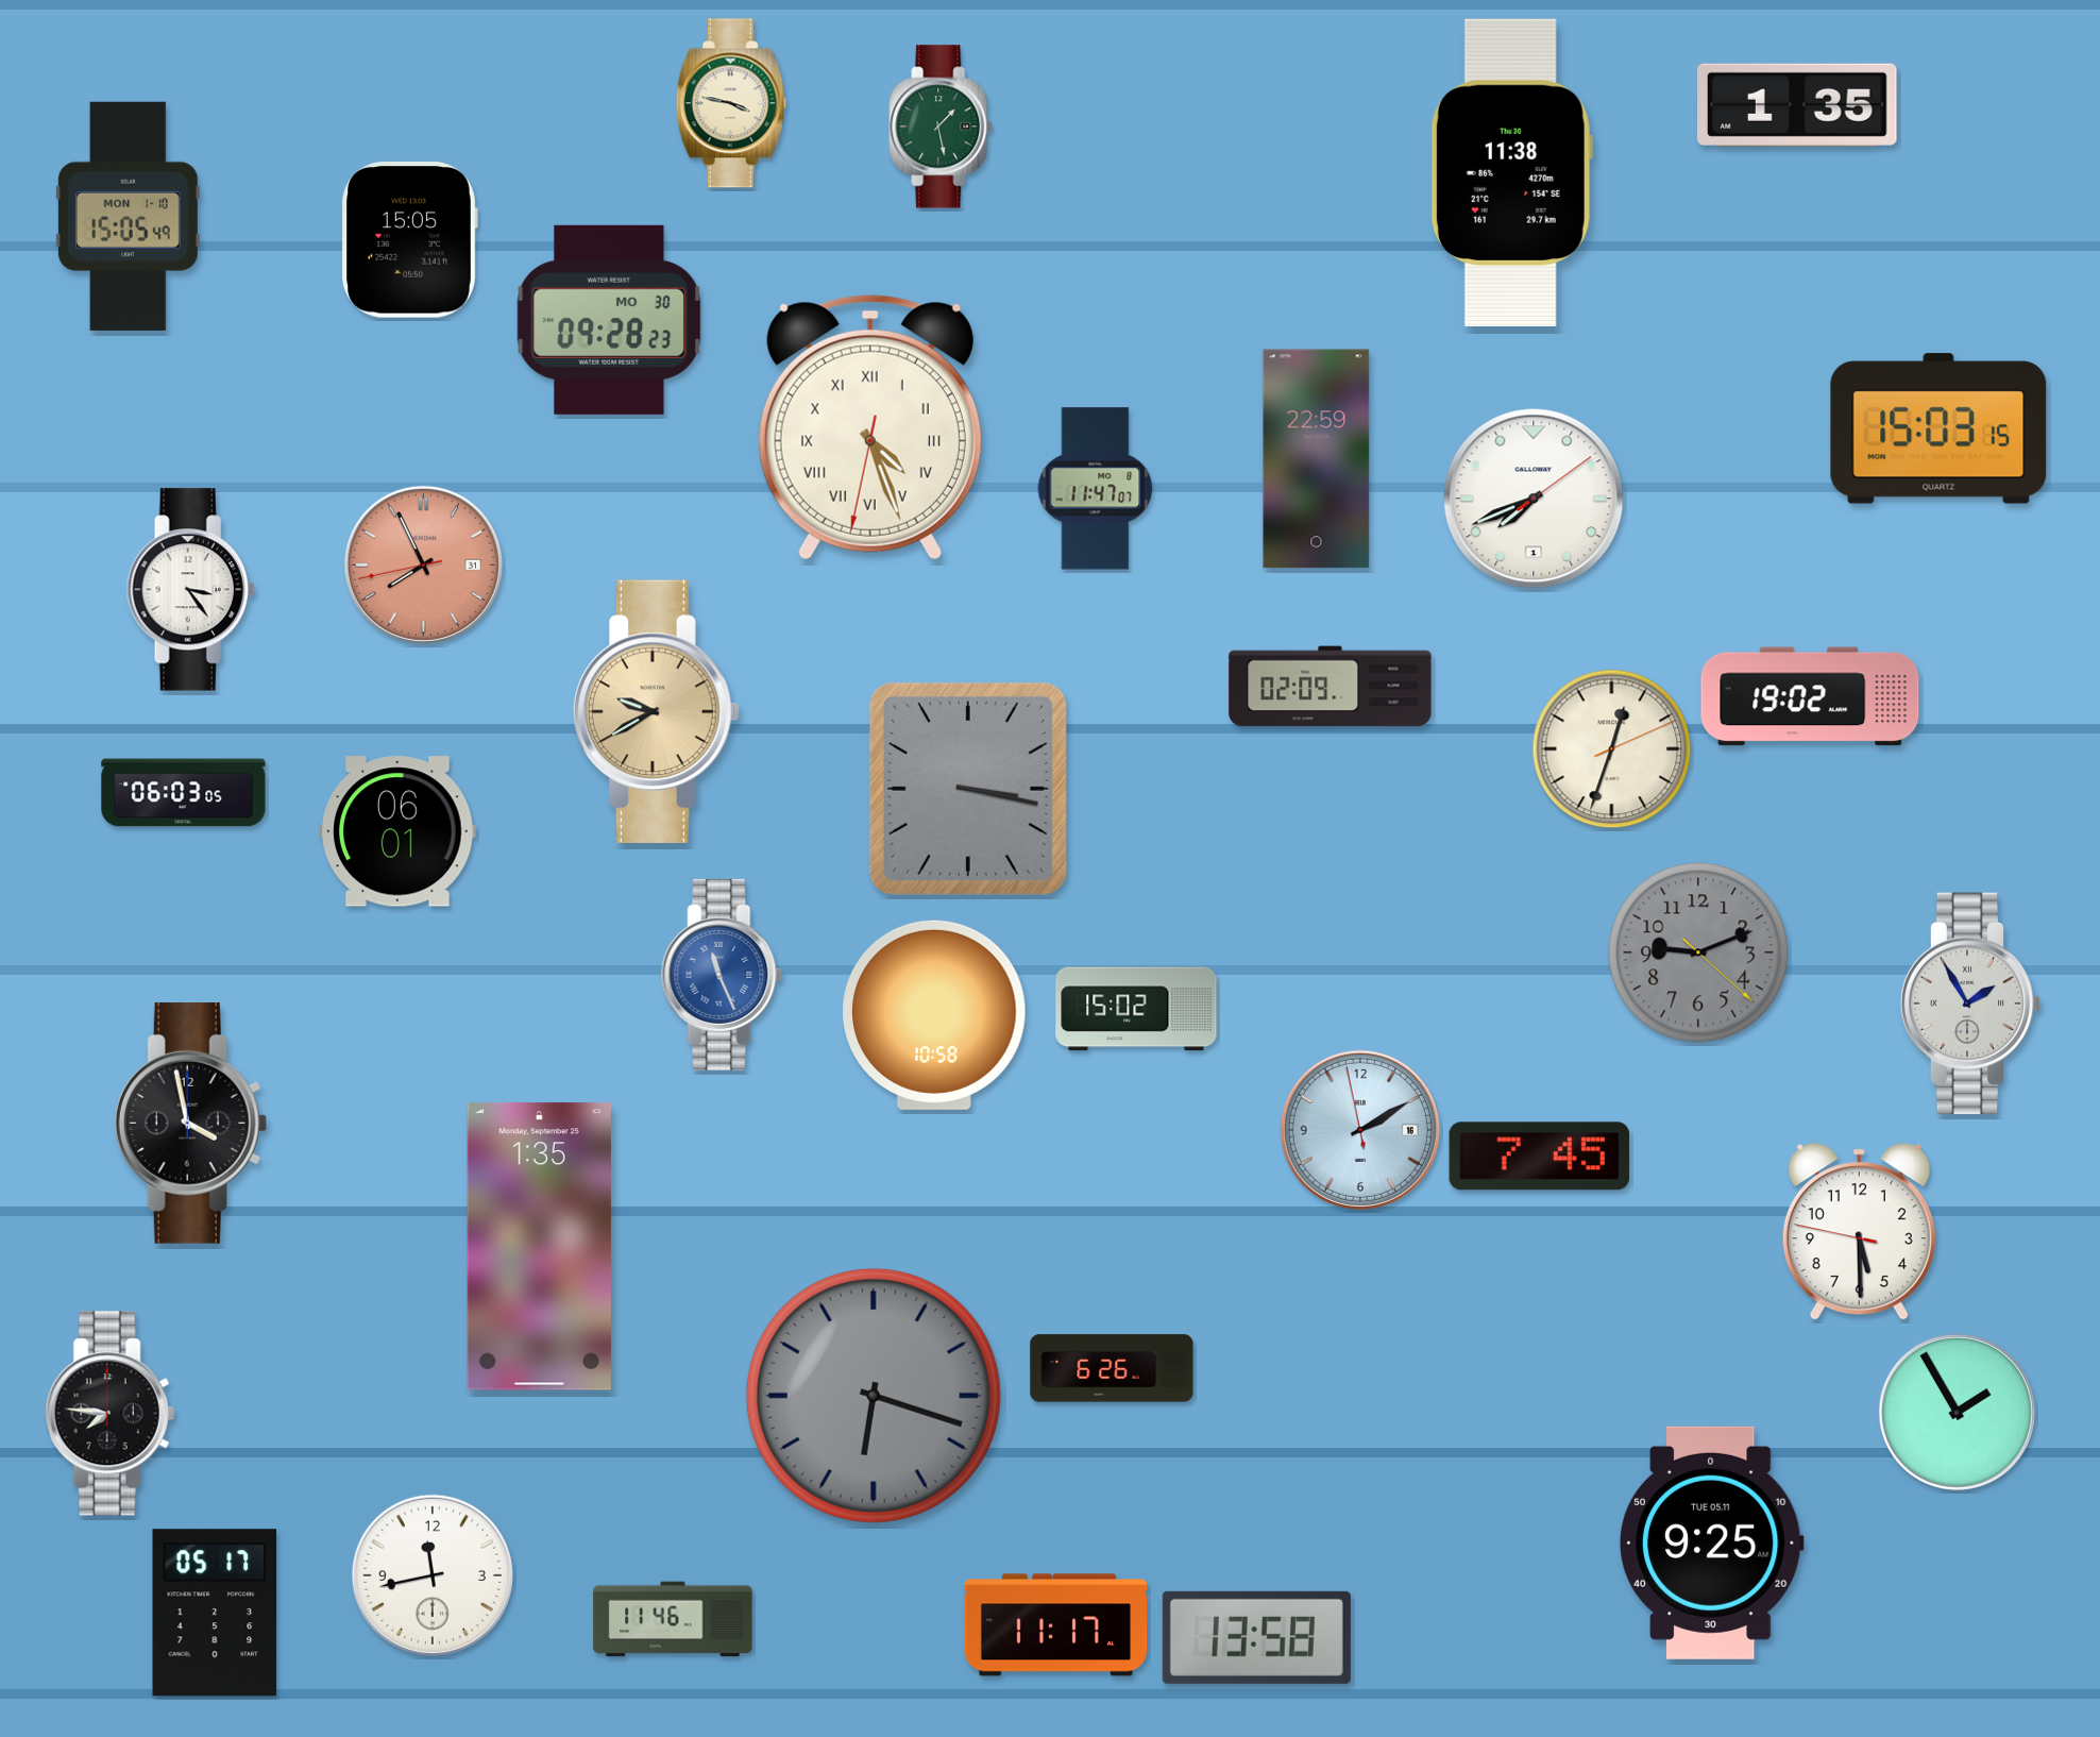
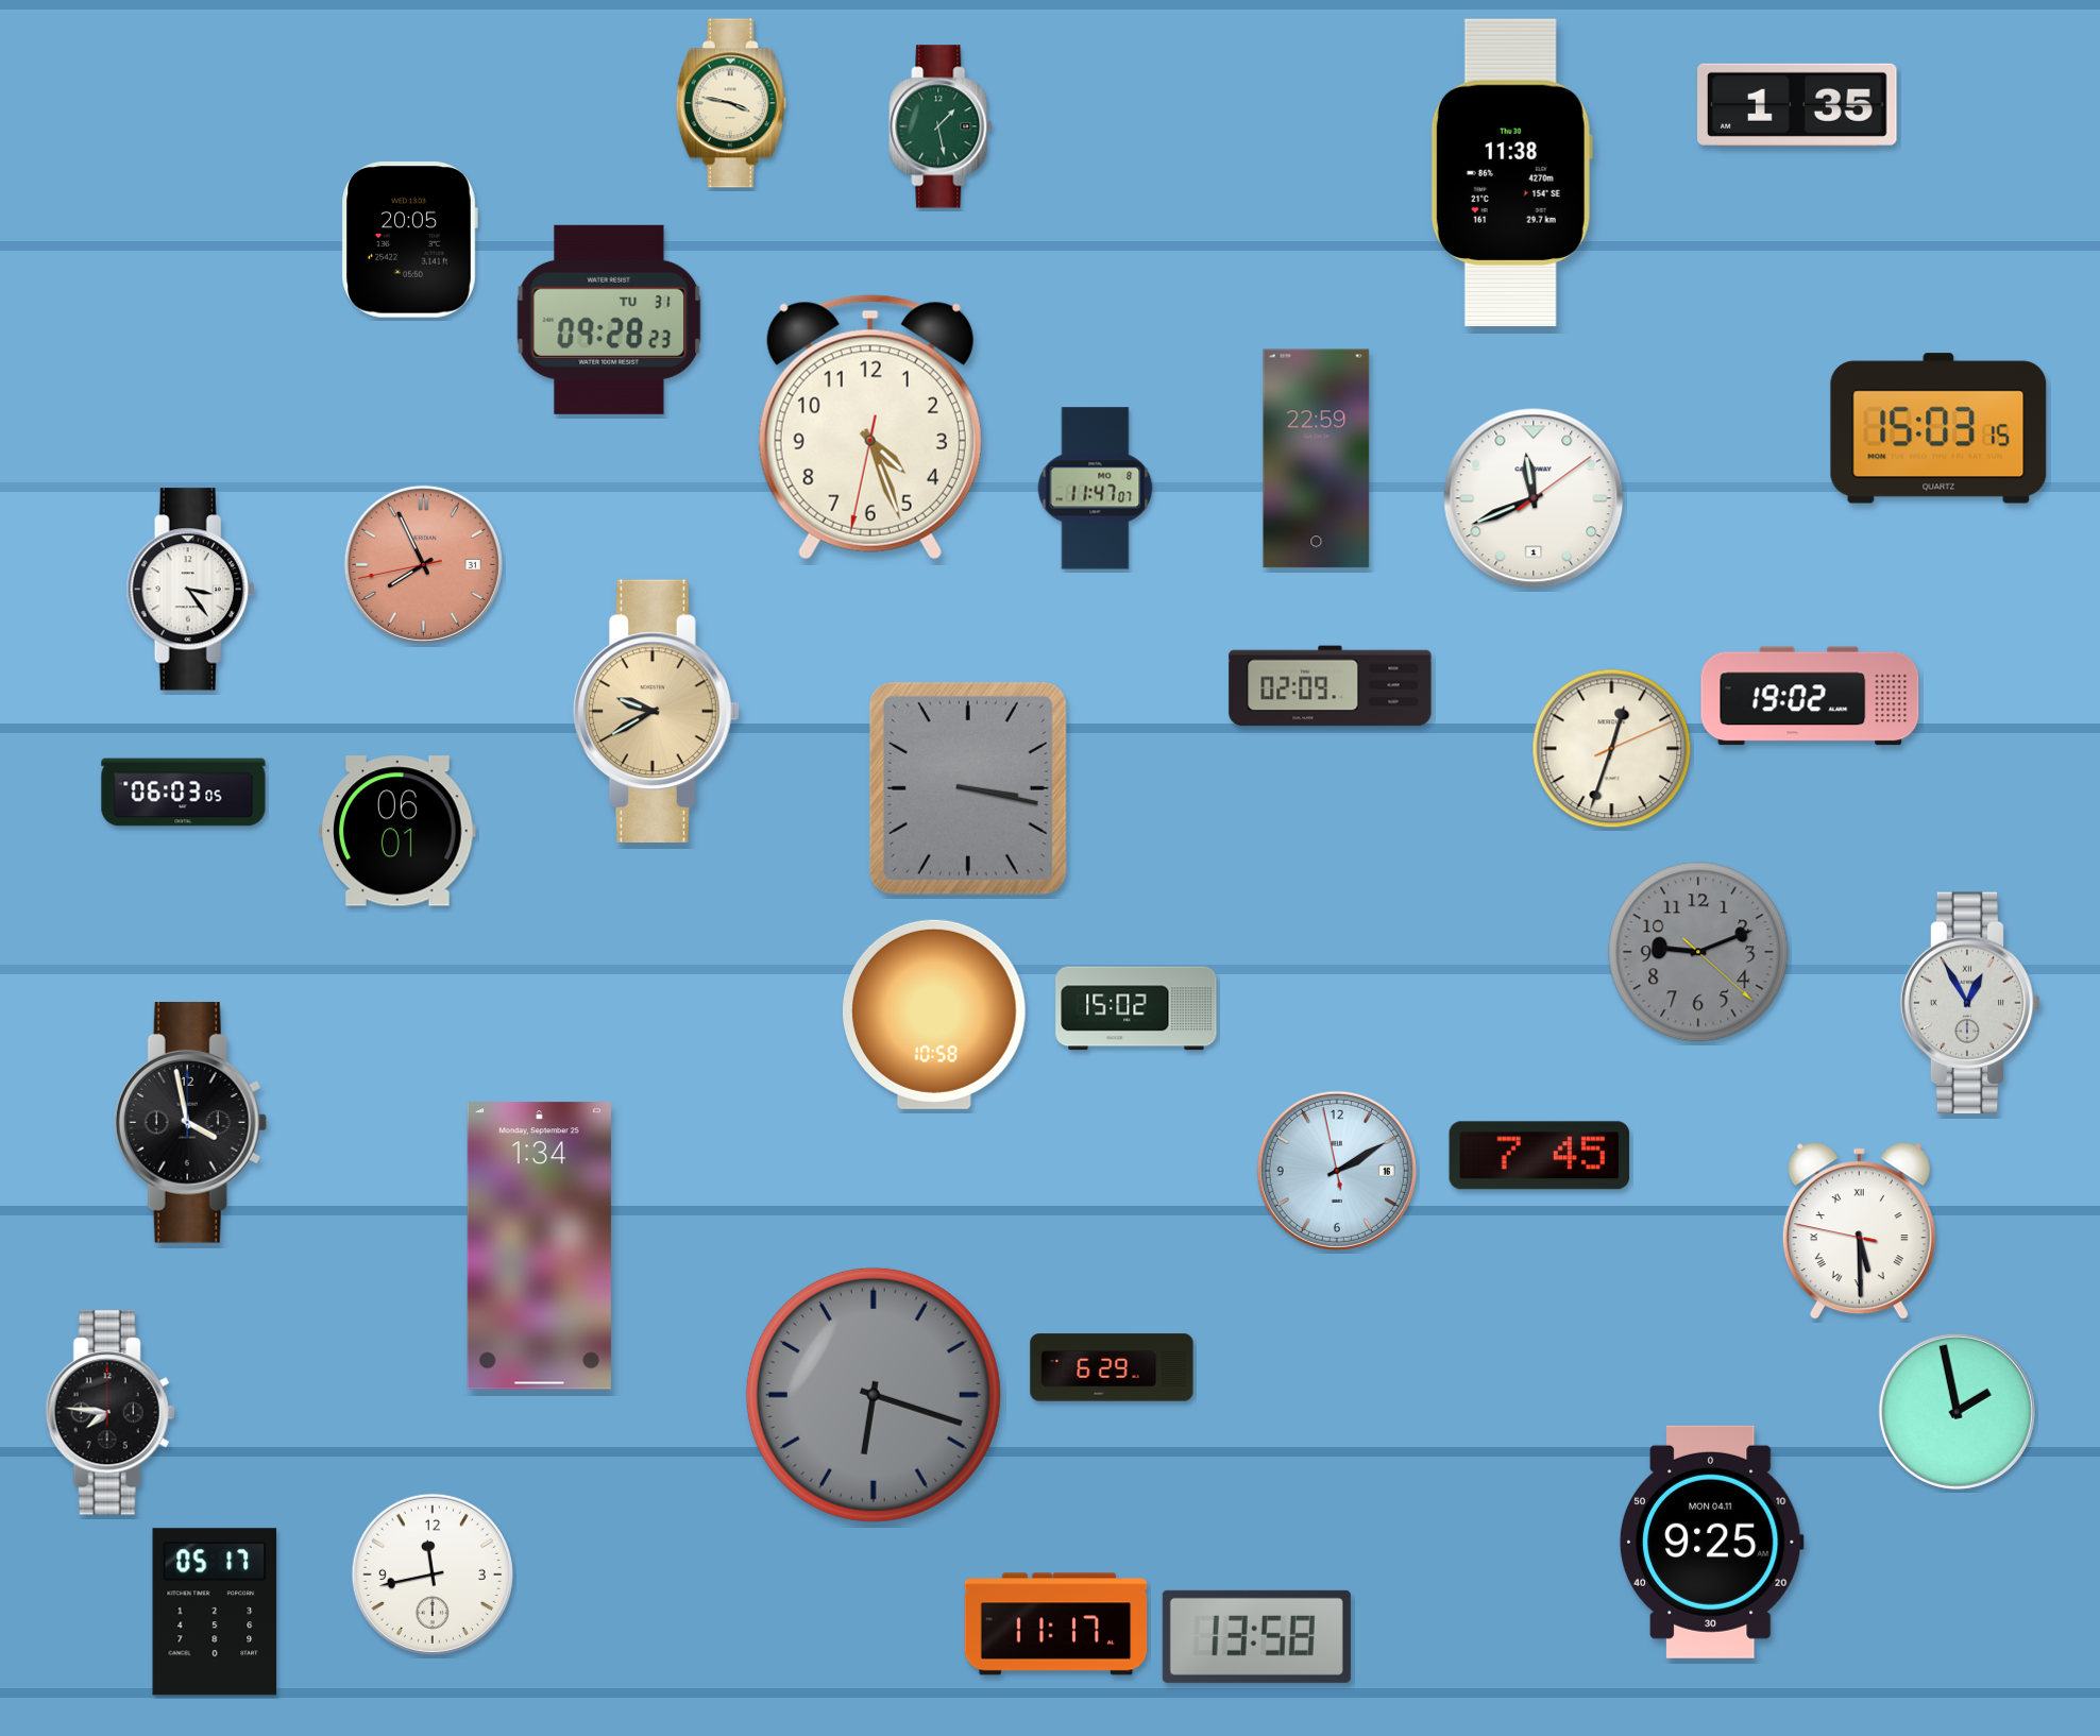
clock at (128, 216): 15:05 -> none
clock at (409, 240): 15:05 -> 20:05
clock at (609, 320) date: MO 30 -> TU 31
clock at (870, 427) numerals: Roman -> Arabic
clock at (1534, 499): 7:41 -> 11:41
clock at (722, 975): 11:26 -> none
clock at (1970, 1004): 1:55 -> 12:55
clock at (1360, 1130) position: (1360, 1130) -> (1337, 1171)
clock at (1859, 1232) numerals: Arabic -> Roman
clock at (539, 1247): 1:35 -> 1:34
clock at (1112, 1368): 6:26 -> 6:29
clock at (1957, 1412): 1:55 -> 1:58
clock at (1711, 1542) date: TUE 05.11 -> MON 04.11
clock at (673, 1619): 11:46 -> none
